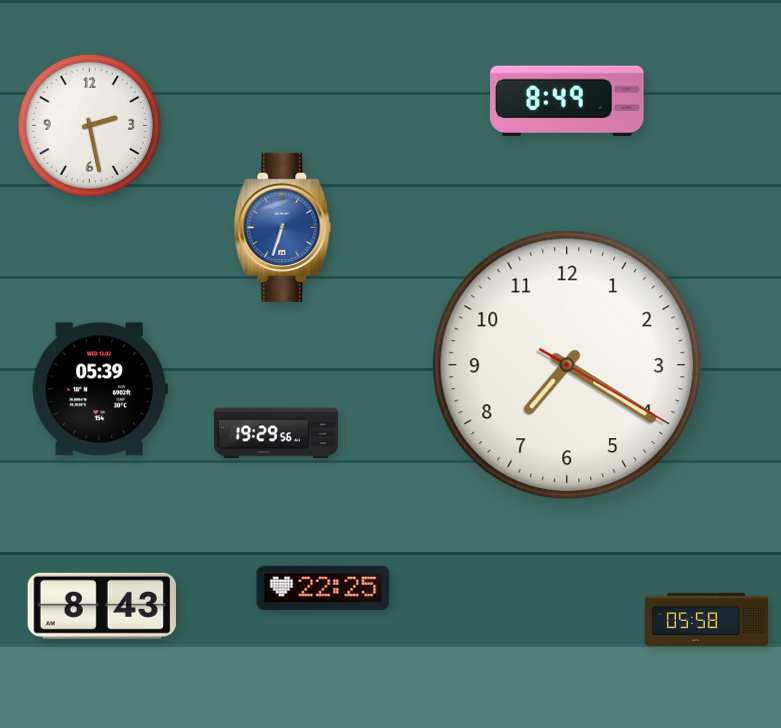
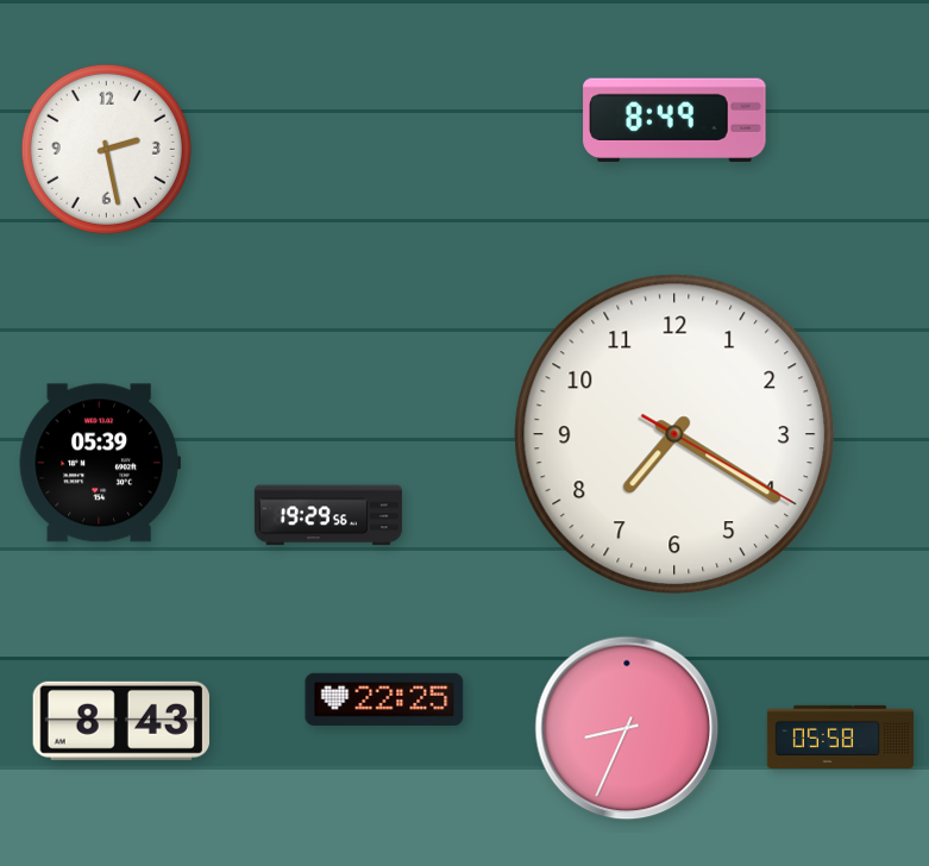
clock at (283, 227): 6:33 -> none
clock at (100, 389) position: (100, 389) -> (100, 463)
clock at (627, 728): none -> 8:34
